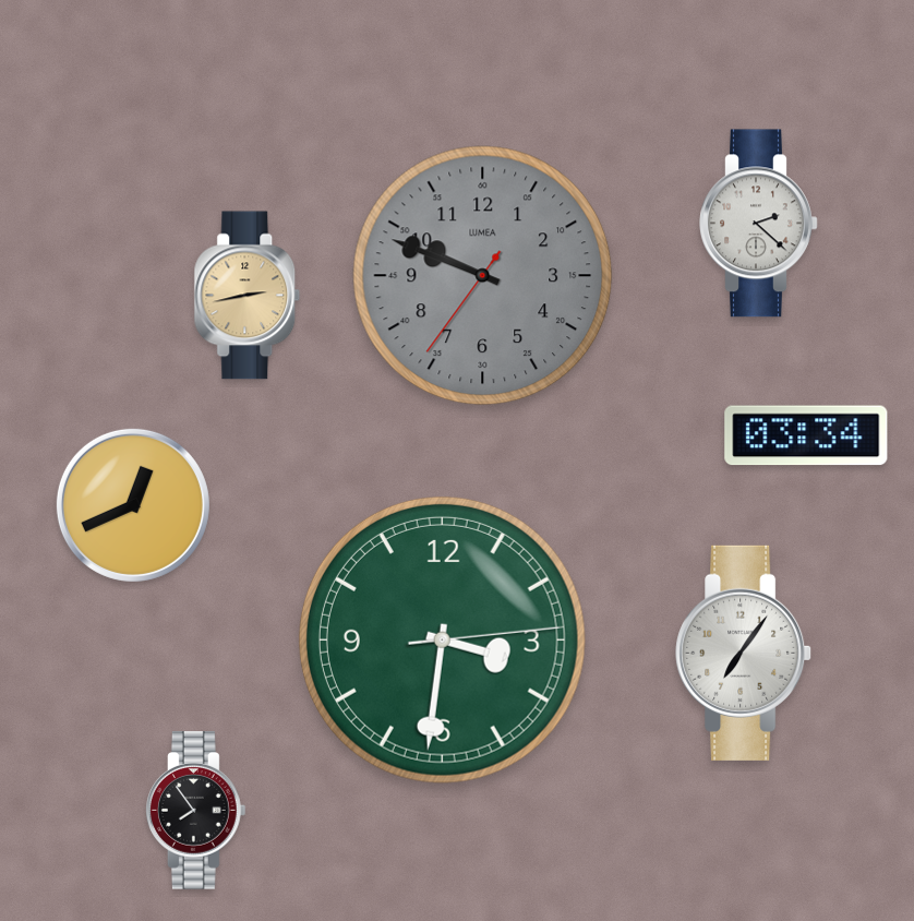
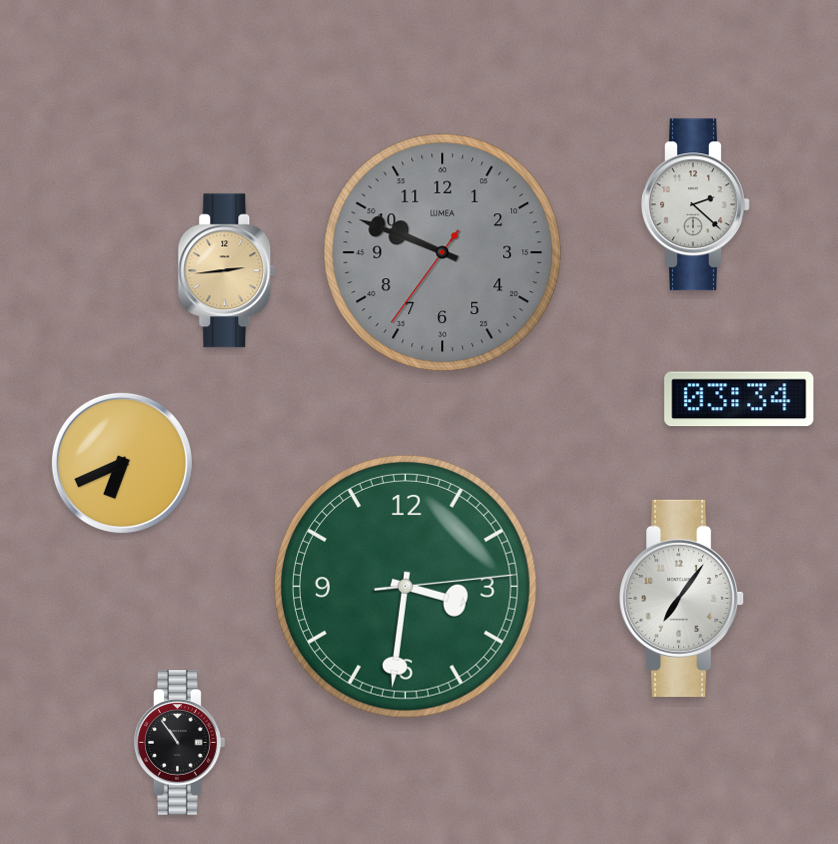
clock at (248, 296): 2:43 -> 2:44
clock at (133, 505): 12:41 -> 6:41
clock at (195, 811): 7:54 -> 10:54
